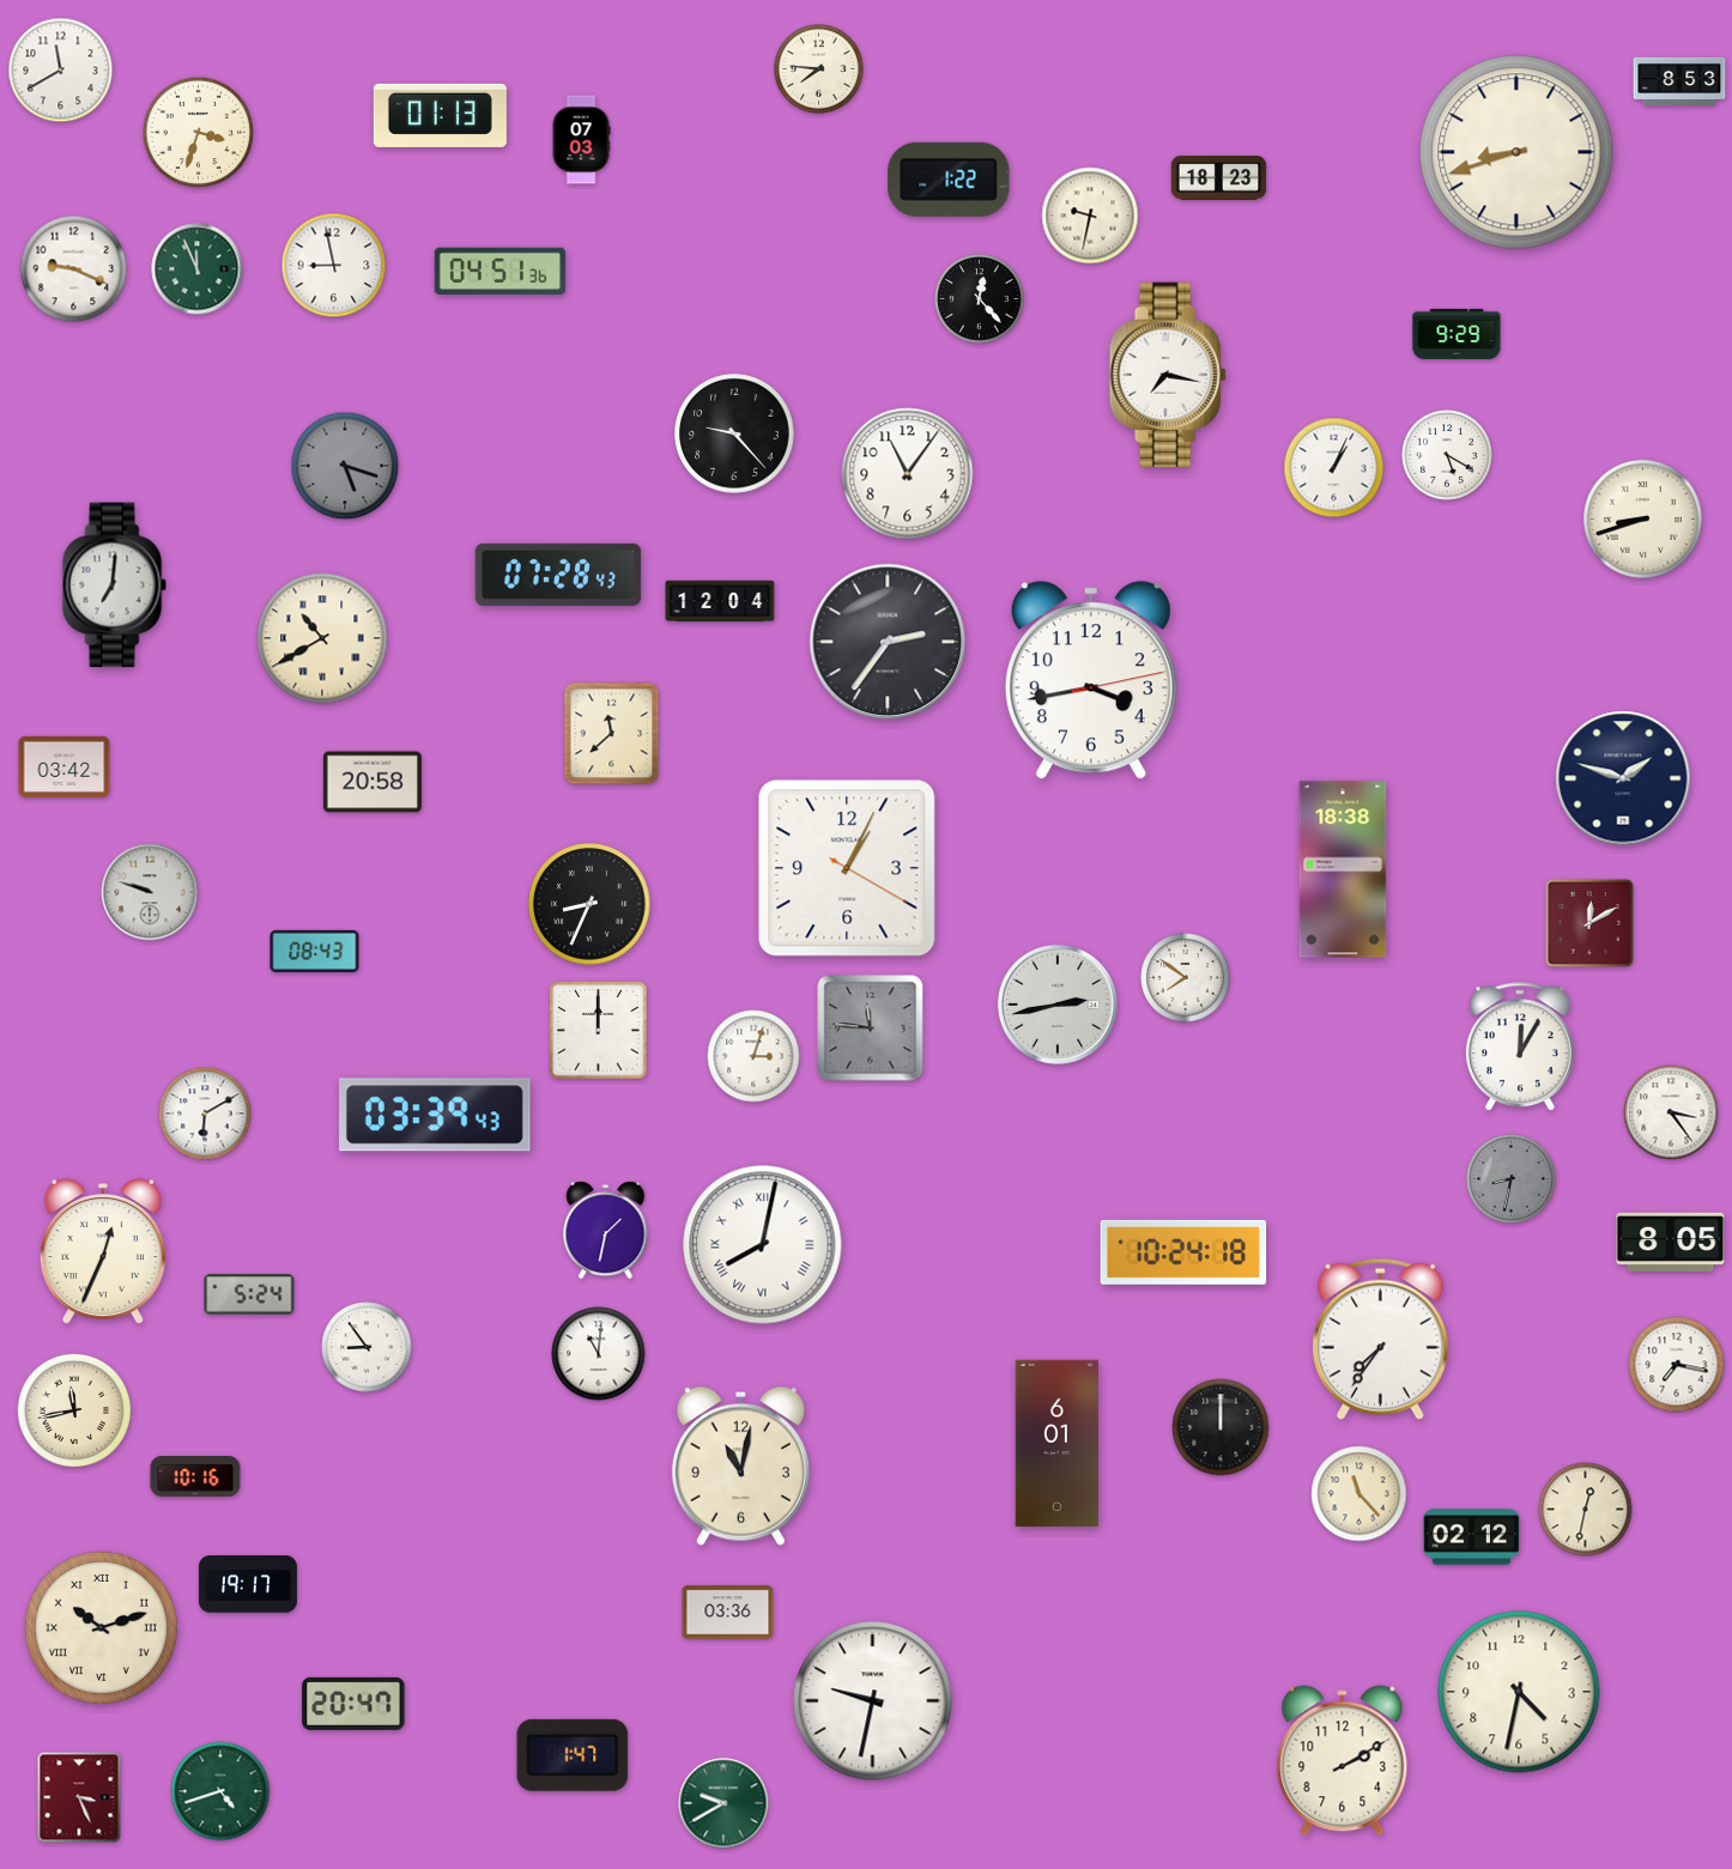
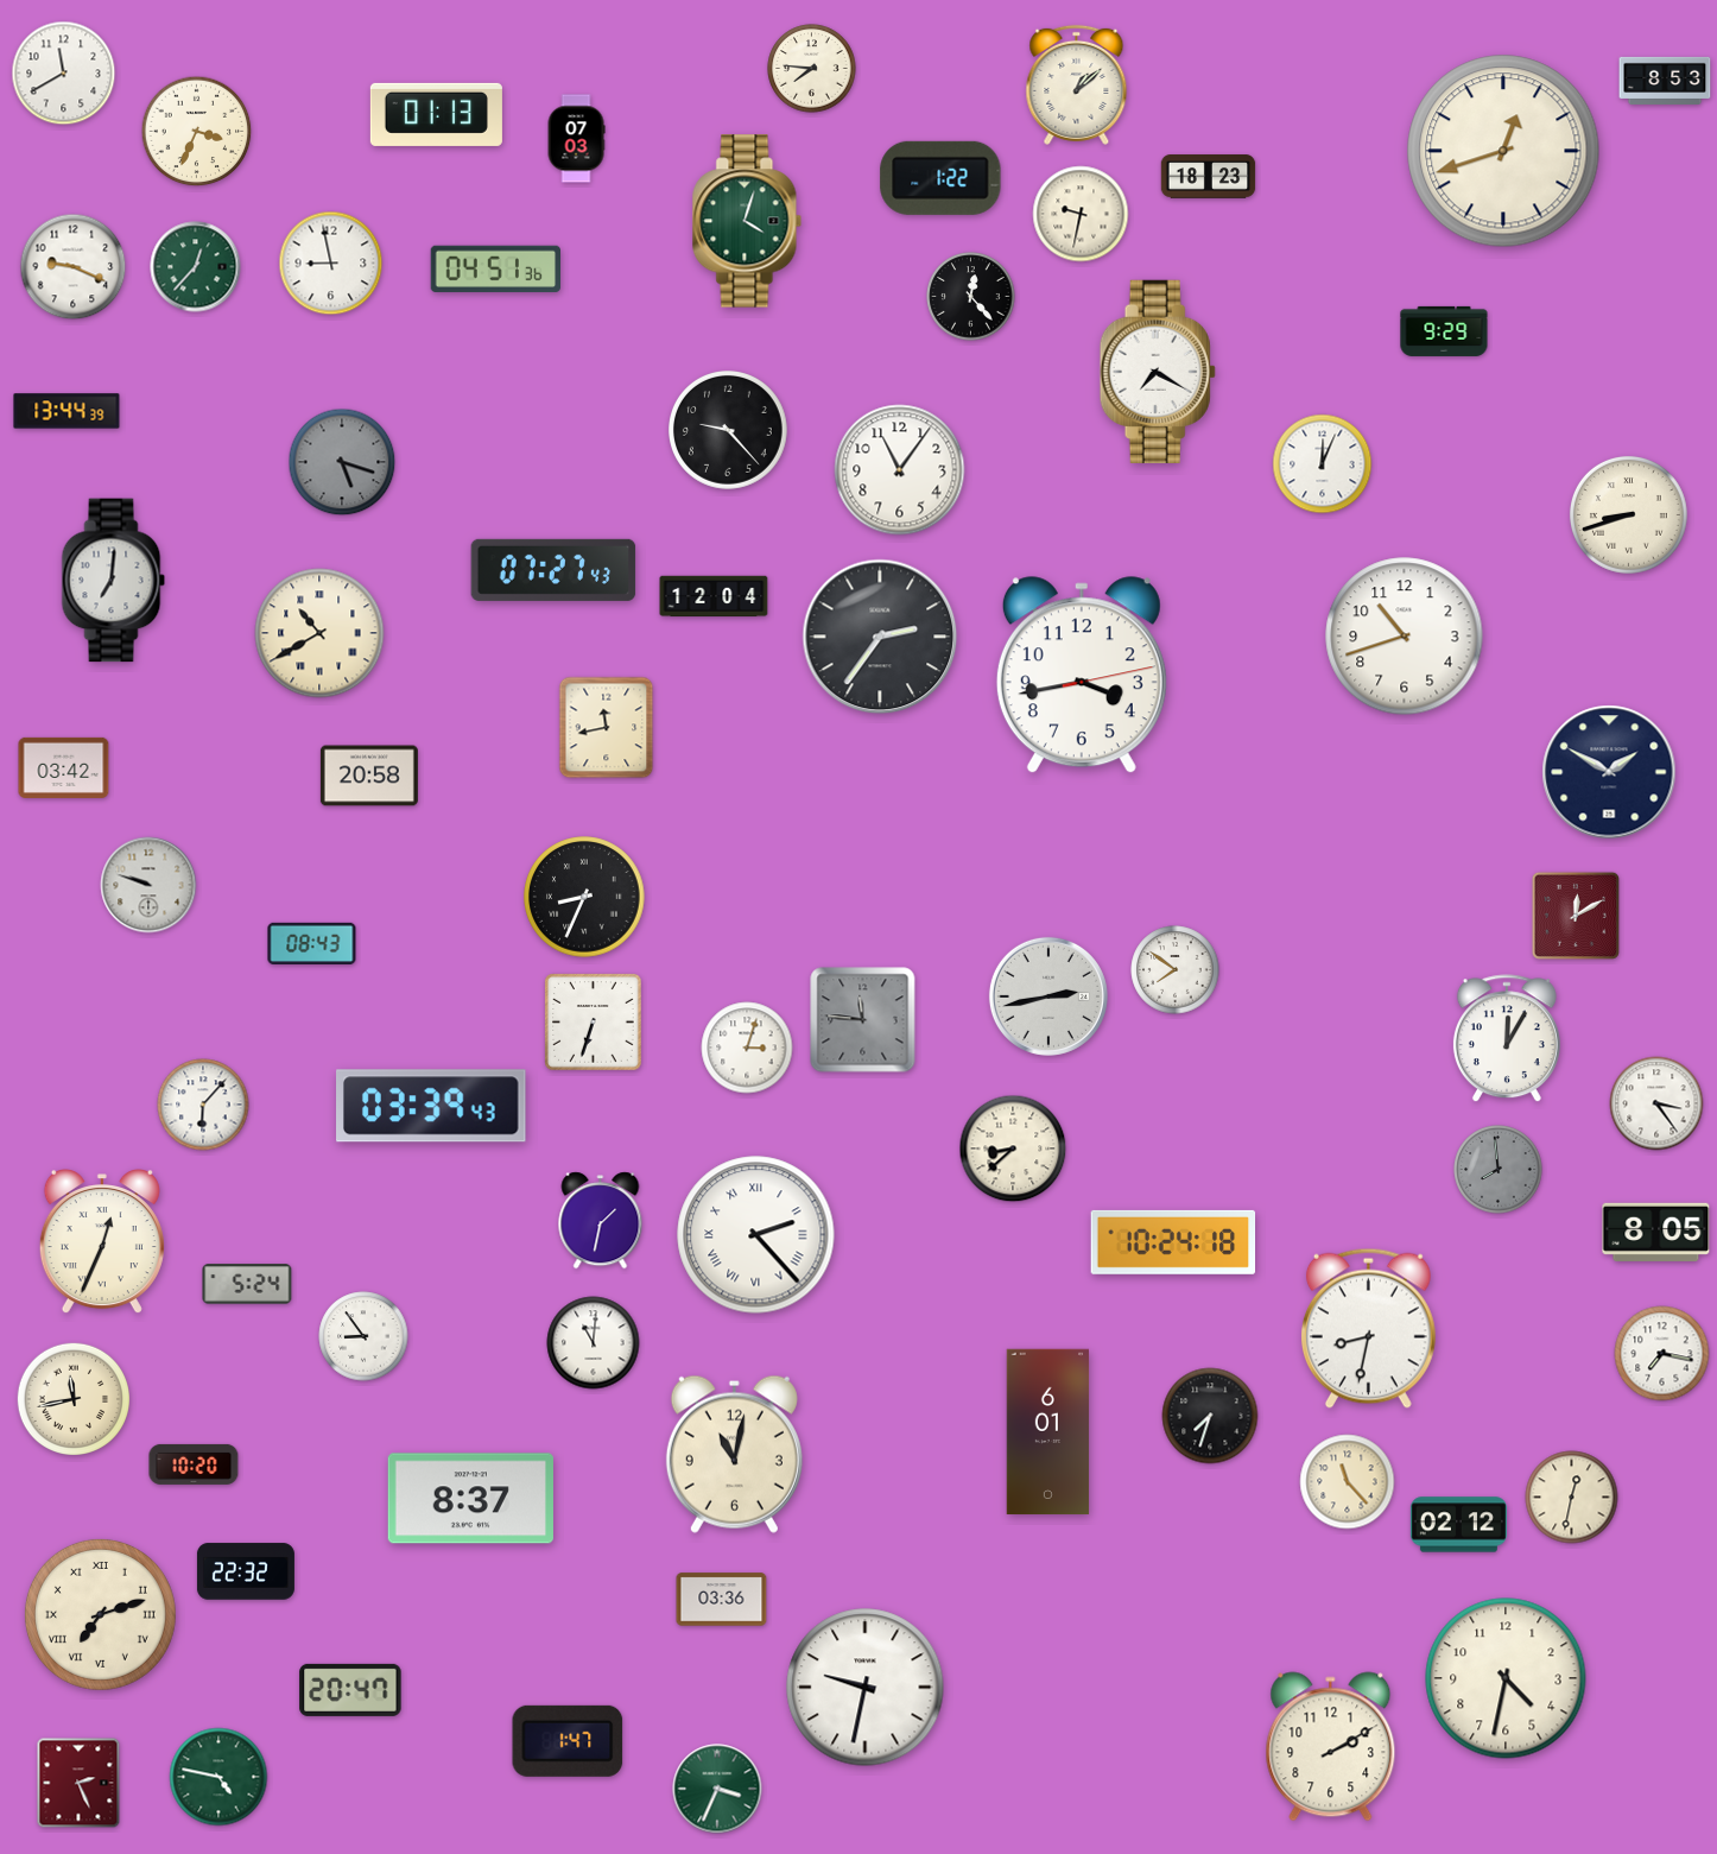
clock at (61, 71) position: (61, 71) -> (64, 74)
clock at (1077, 84): none -> 1:08
clock at (199, 133): 3:33 -> 3:34
clock at (1516, 152): 8:42 -> 12:42
clock at (747, 221): none -> 4:03
clock at (198, 269): 11:56 -> 12:37
clock at (1168, 375): 7:17 -> 7:20
clock at (66, 411): none -> 13:44
clock at (1447, 455): 5:20 -> none
clock at (1334, 468): 1:04 -> 12:04
clock at (558, 575): 07:28 -> 07:27
clock at (1405, 637): none -> 10:42
clock at (612, 734): 11:38 -> 11:43
clock at (65, 766) position: (65, 766) -> (64, 767)
clock at (1623, 778): 1:48 -> 1:50
clock at (847, 868): 1:04 -> none
clock at (1343, 869): 18:38 -> none
clock at (599, 1031): 12:00 -> 6:33
clock at (205, 1113): 6:10 -> 6:07
clock at (1013, 1149): none -> 8:38
clock at (1512, 1179): 8:32 -> 7:59
clock at (763, 1245): 8:02 -> 2:23
clock at (1380, 1339): 7:36 -> 8:32
clock at (1221, 1427): 12:00 -> 7:33
clock at (195, 1476): 10:16 -> 10:20
clock at (470, 1499): none -> 8:37
clock at (248, 1584): 19:17 -> 22:32
clock at (101, 1627): 10:12 -> 7:12
clock at (220, 1791): 4:42 -> 4:47
clock at (79, 1797): 3:26 -> 2:26
clock at (723, 1803): 9:40 -> 3:34
